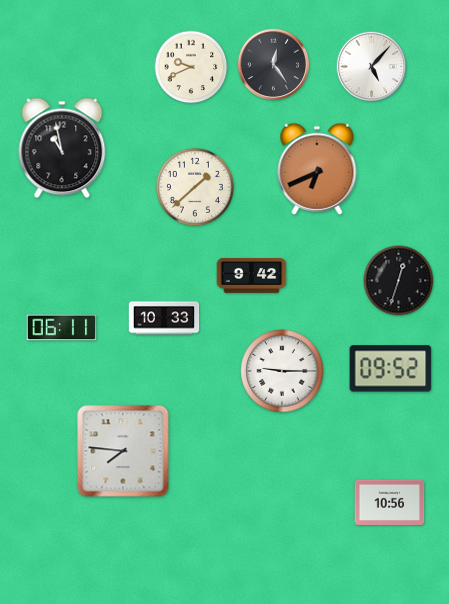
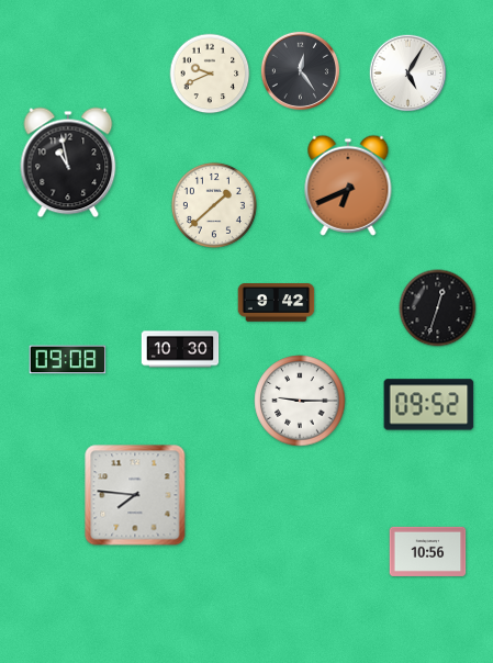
clock at (372, 67): 5:07 -> 5:05
clock at (164, 318): 10:33 -> 10:30
clock at (62, 328): 06:11 -> 09:08
clock at (282, 371) position: (282, 371) -> (300, 401)
